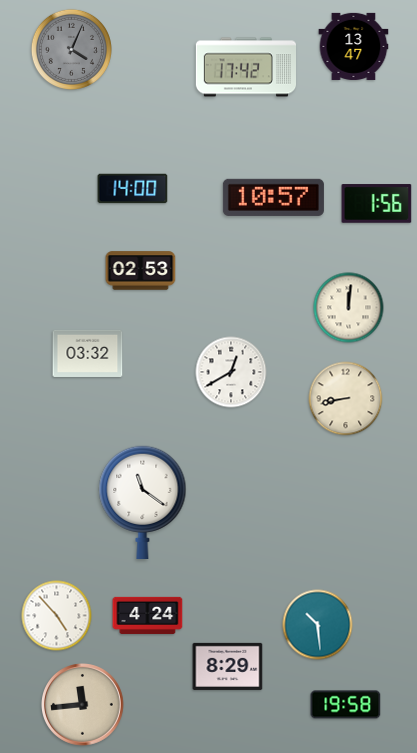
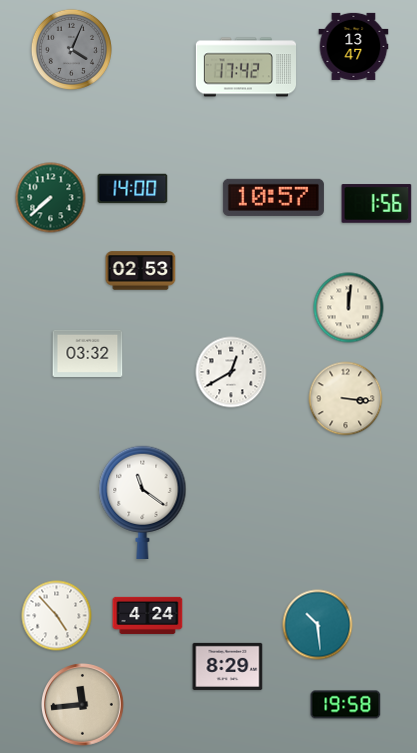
clock at (51, 198): none -> 7:38
clock at (346, 399): 8:43 -> 3:16
